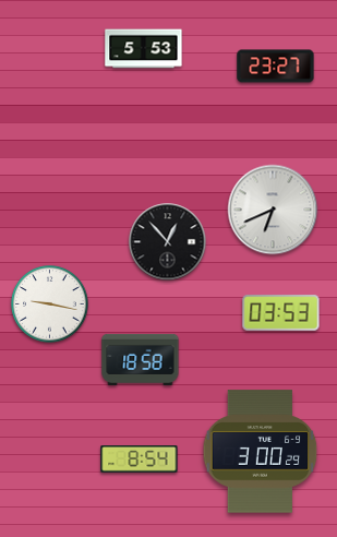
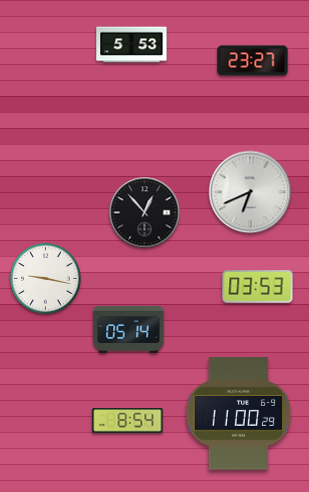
clock at (168, 242) position: (168, 242) -> (145, 213)
clock at (141, 359): 18:58 -> 05:14
clock at (261, 452): 3:00 -> 11:00
